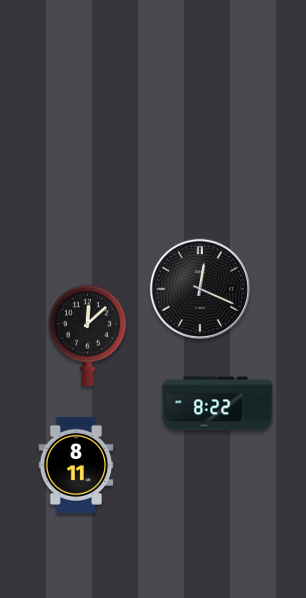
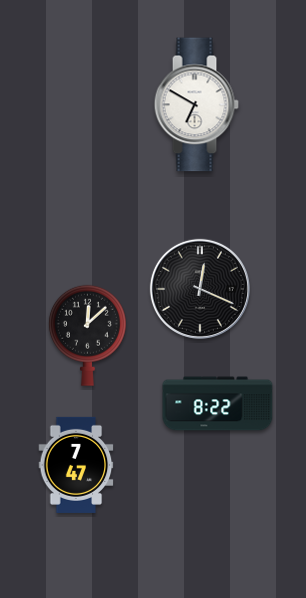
clock at (196, 105): none -> 6:50
clock at (76, 465): 8:11 -> 7:47
